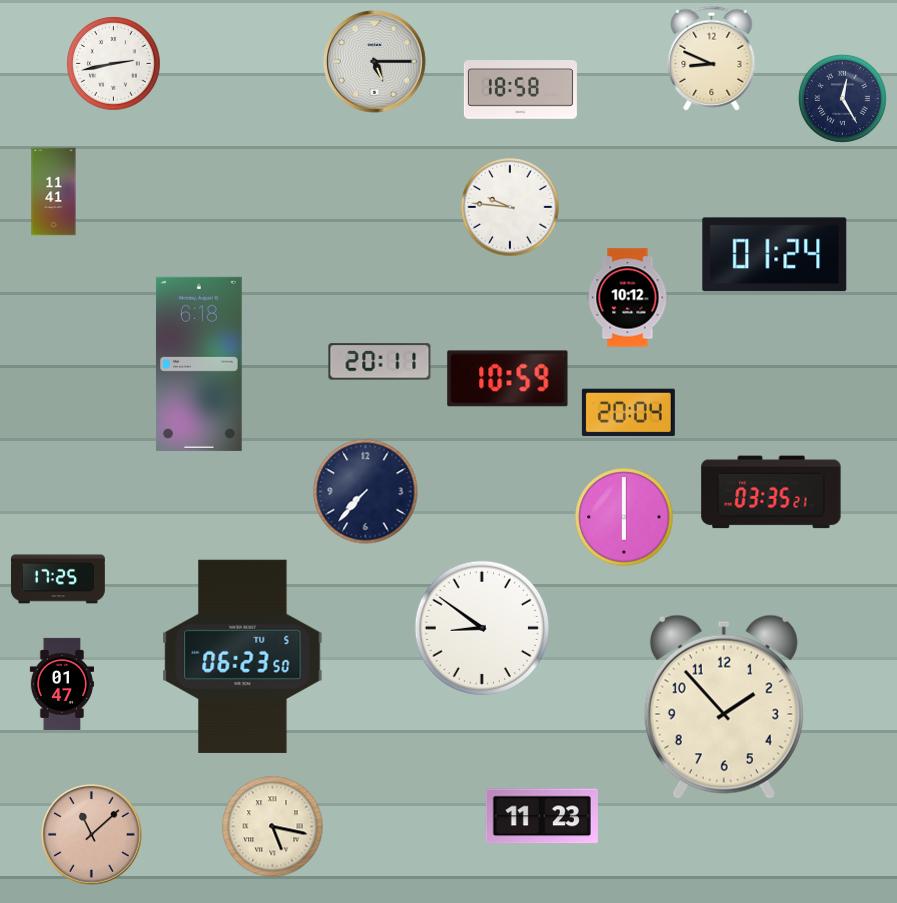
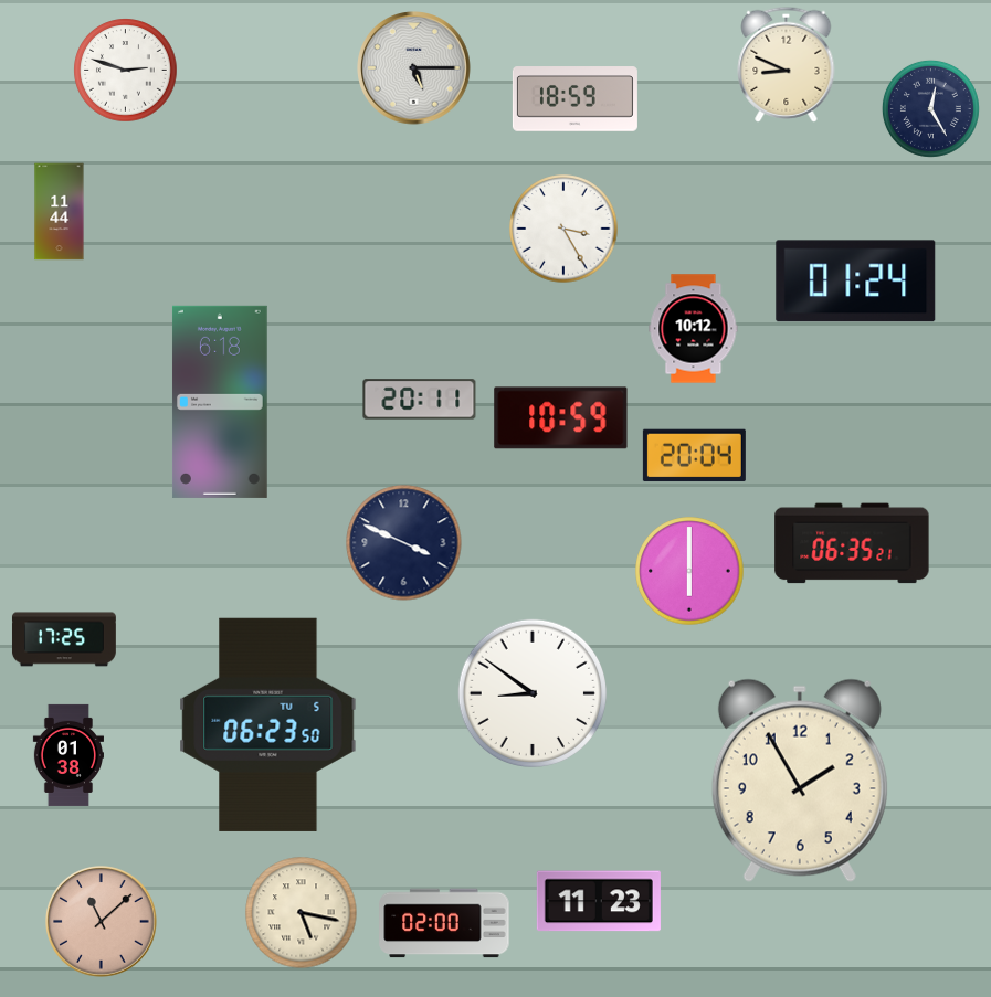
clock at (114, 64): 2:43 -> 2:48
clock at (520, 90): 18:58 -> 18:59
clock at (54, 192): 11:41 -> 11:44
clock at (510, 207): 9:46 -> 3:25
clock at (366, 492): 7:37 -> 3:49
clock at (771, 492): 03:35 -> 06:35
clock at (61, 684): 01:47 -> 01:38
clock at (724, 707): 1:53 -> 1:55
clock at (444, 923): none -> 02:00
